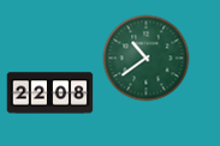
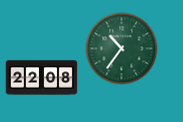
clock at (147, 59): 10:39 -> 10:36
